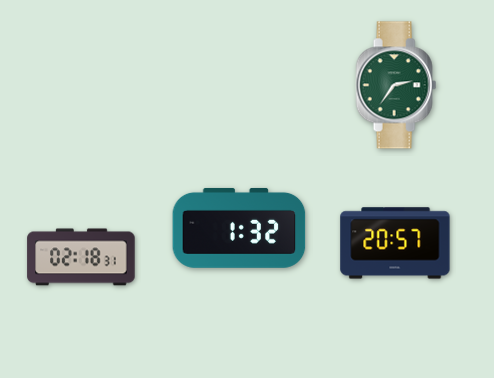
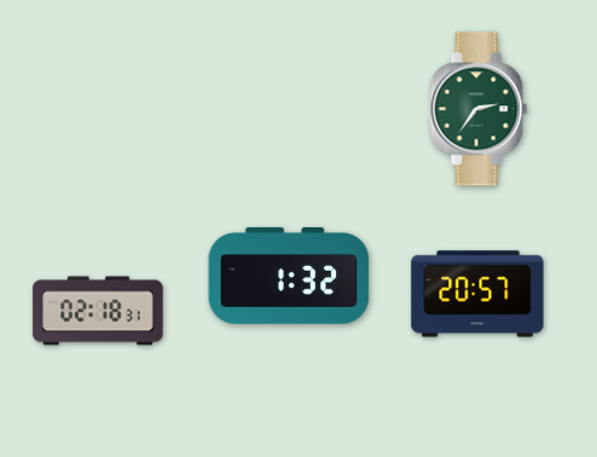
clock at (396, 85) position: (396, 85) -> (479, 109)
